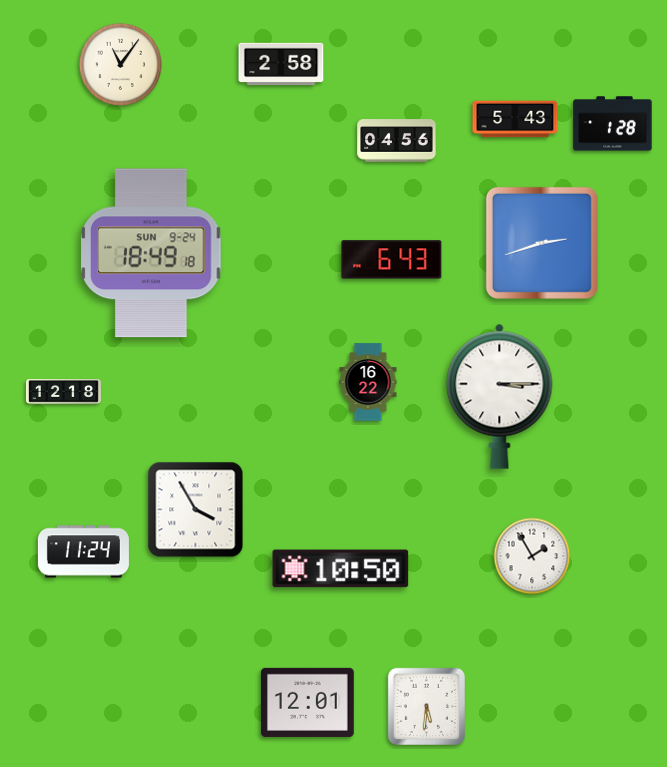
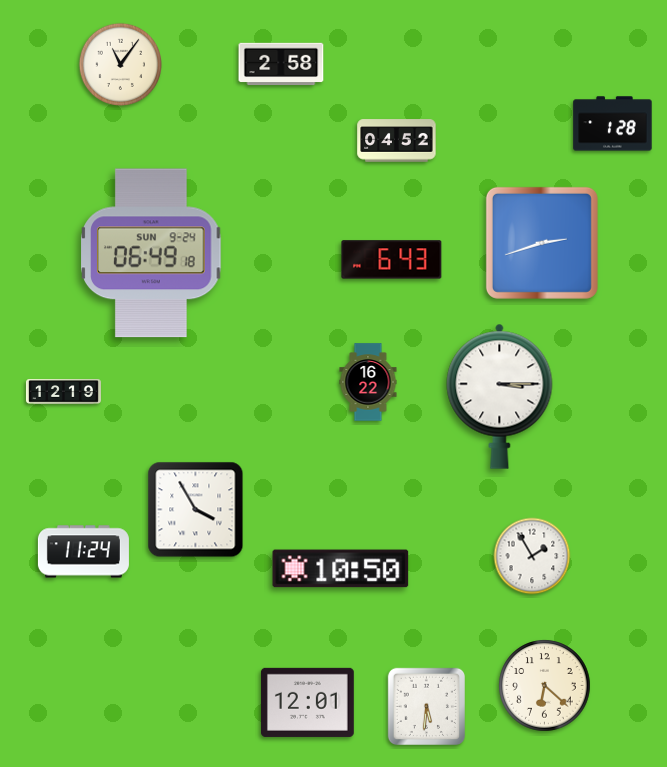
clock at (515, 119): 5:43 -> none
clock at (397, 141): 04:56 -> 04:52
clock at (151, 253): 18:49 -> 06:49
clock at (63, 392): 12:18 -> 12:19
clock at (545, 686): none -> 6:22
